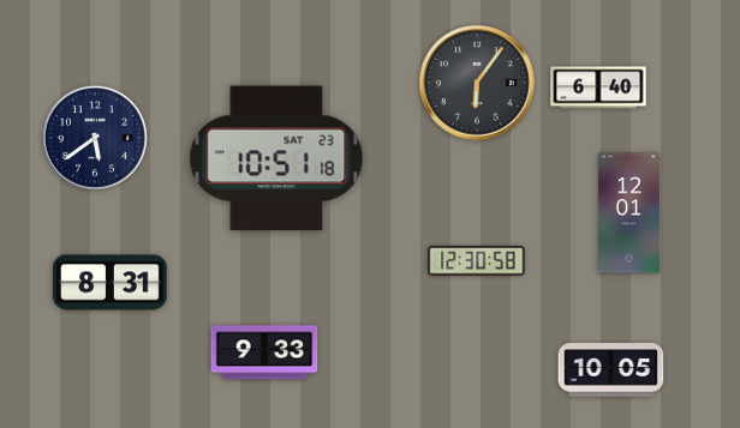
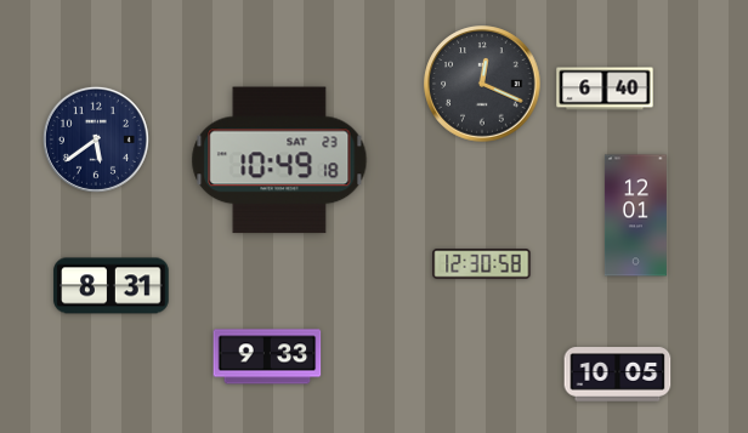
clock at (477, 83): 6:06 -> 12:19
clock at (276, 158): 10:51 -> 10:49
